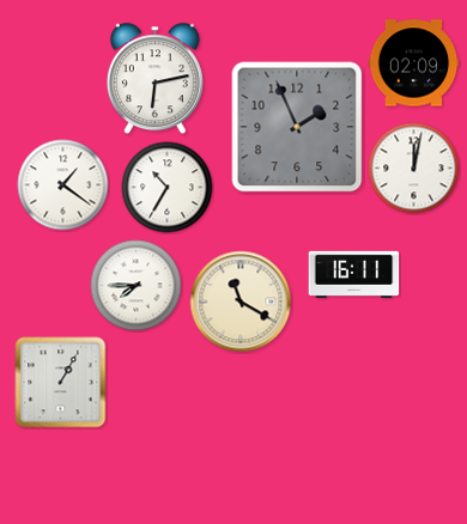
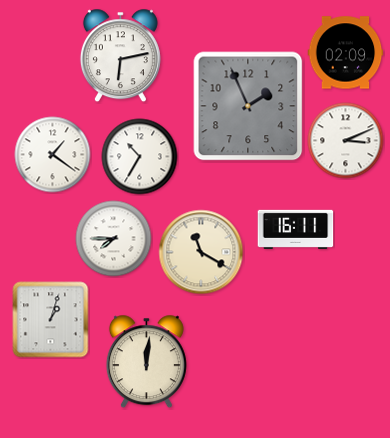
clock at (154, 79) position: (154, 79) -> (120, 56)
clock at (414, 169): 12:02 -> 3:11
clock at (61, 383): 1:05 -> 1:03
clock at (146, 362): none -> 12:01
